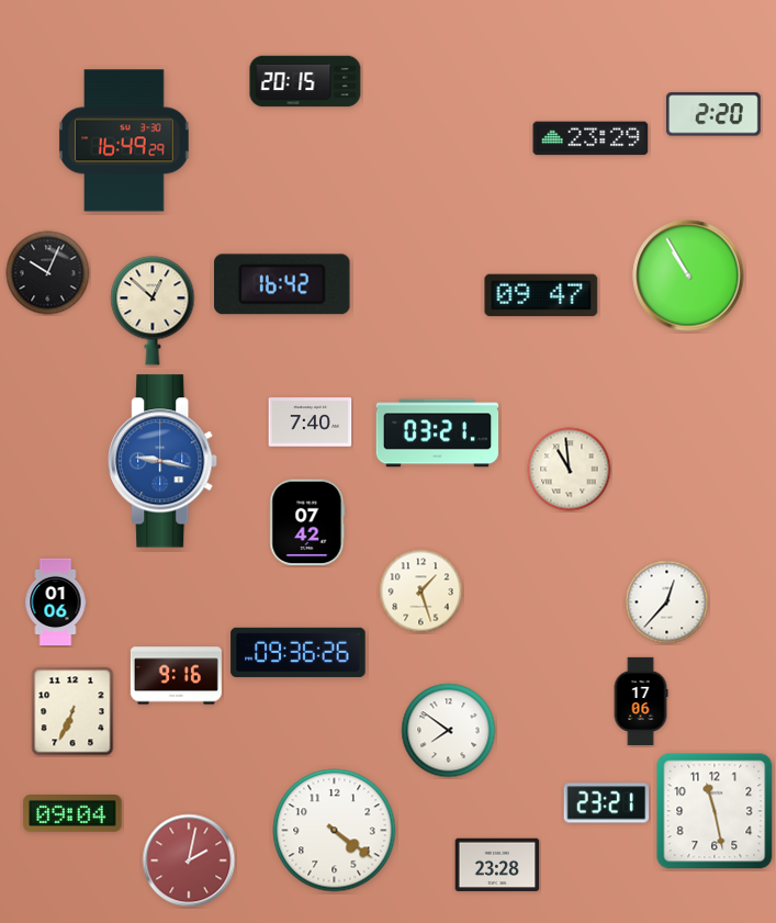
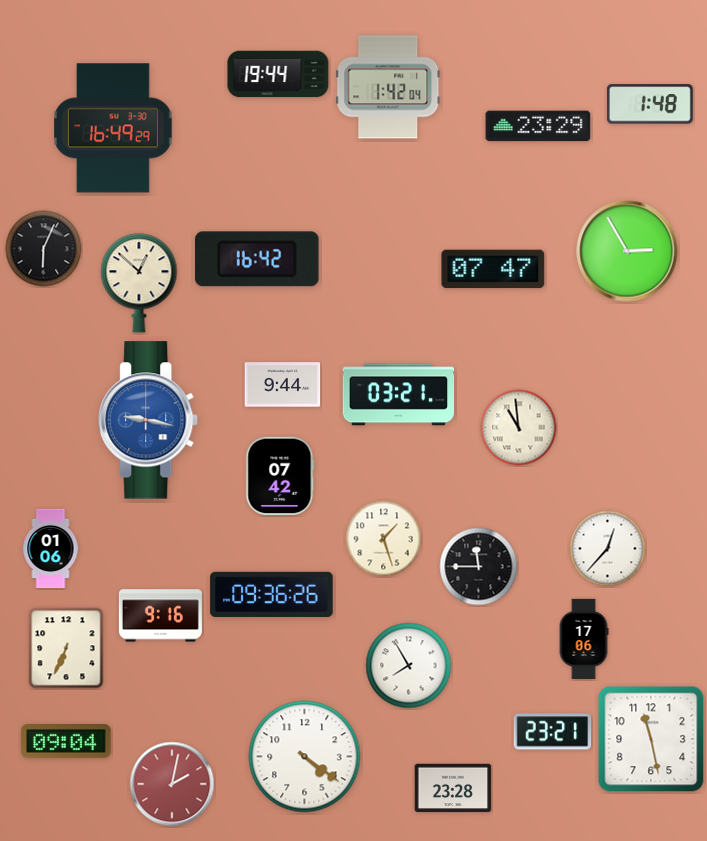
clock at (305, 81): 20:15 -> 19:44
clock at (388, 87): none -> 1:42
clock at (713, 114): 2:20 -> 1:48
clock at (48, 273): 10:04 -> 6:04
clock at (688, 275): 10:55 -> 2:55
clock at (541, 295): 09:47 -> 07:47
clock at (311, 423): 7:40 -> 9:44
clock at (479, 567): none -> 11:45
clock at (449, 731): 7:51 -> 7:55
